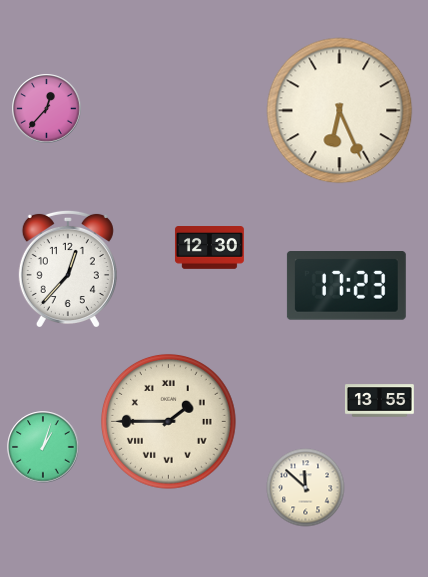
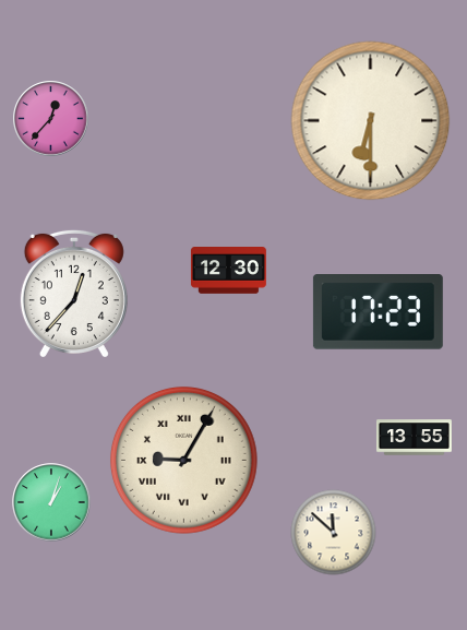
clock at (340, 111): 6:26 -> 6:30
clock at (168, 421): 1:45 -> 9:05
clock at (43, 447) position: (43, 447) -> (51, 502)
